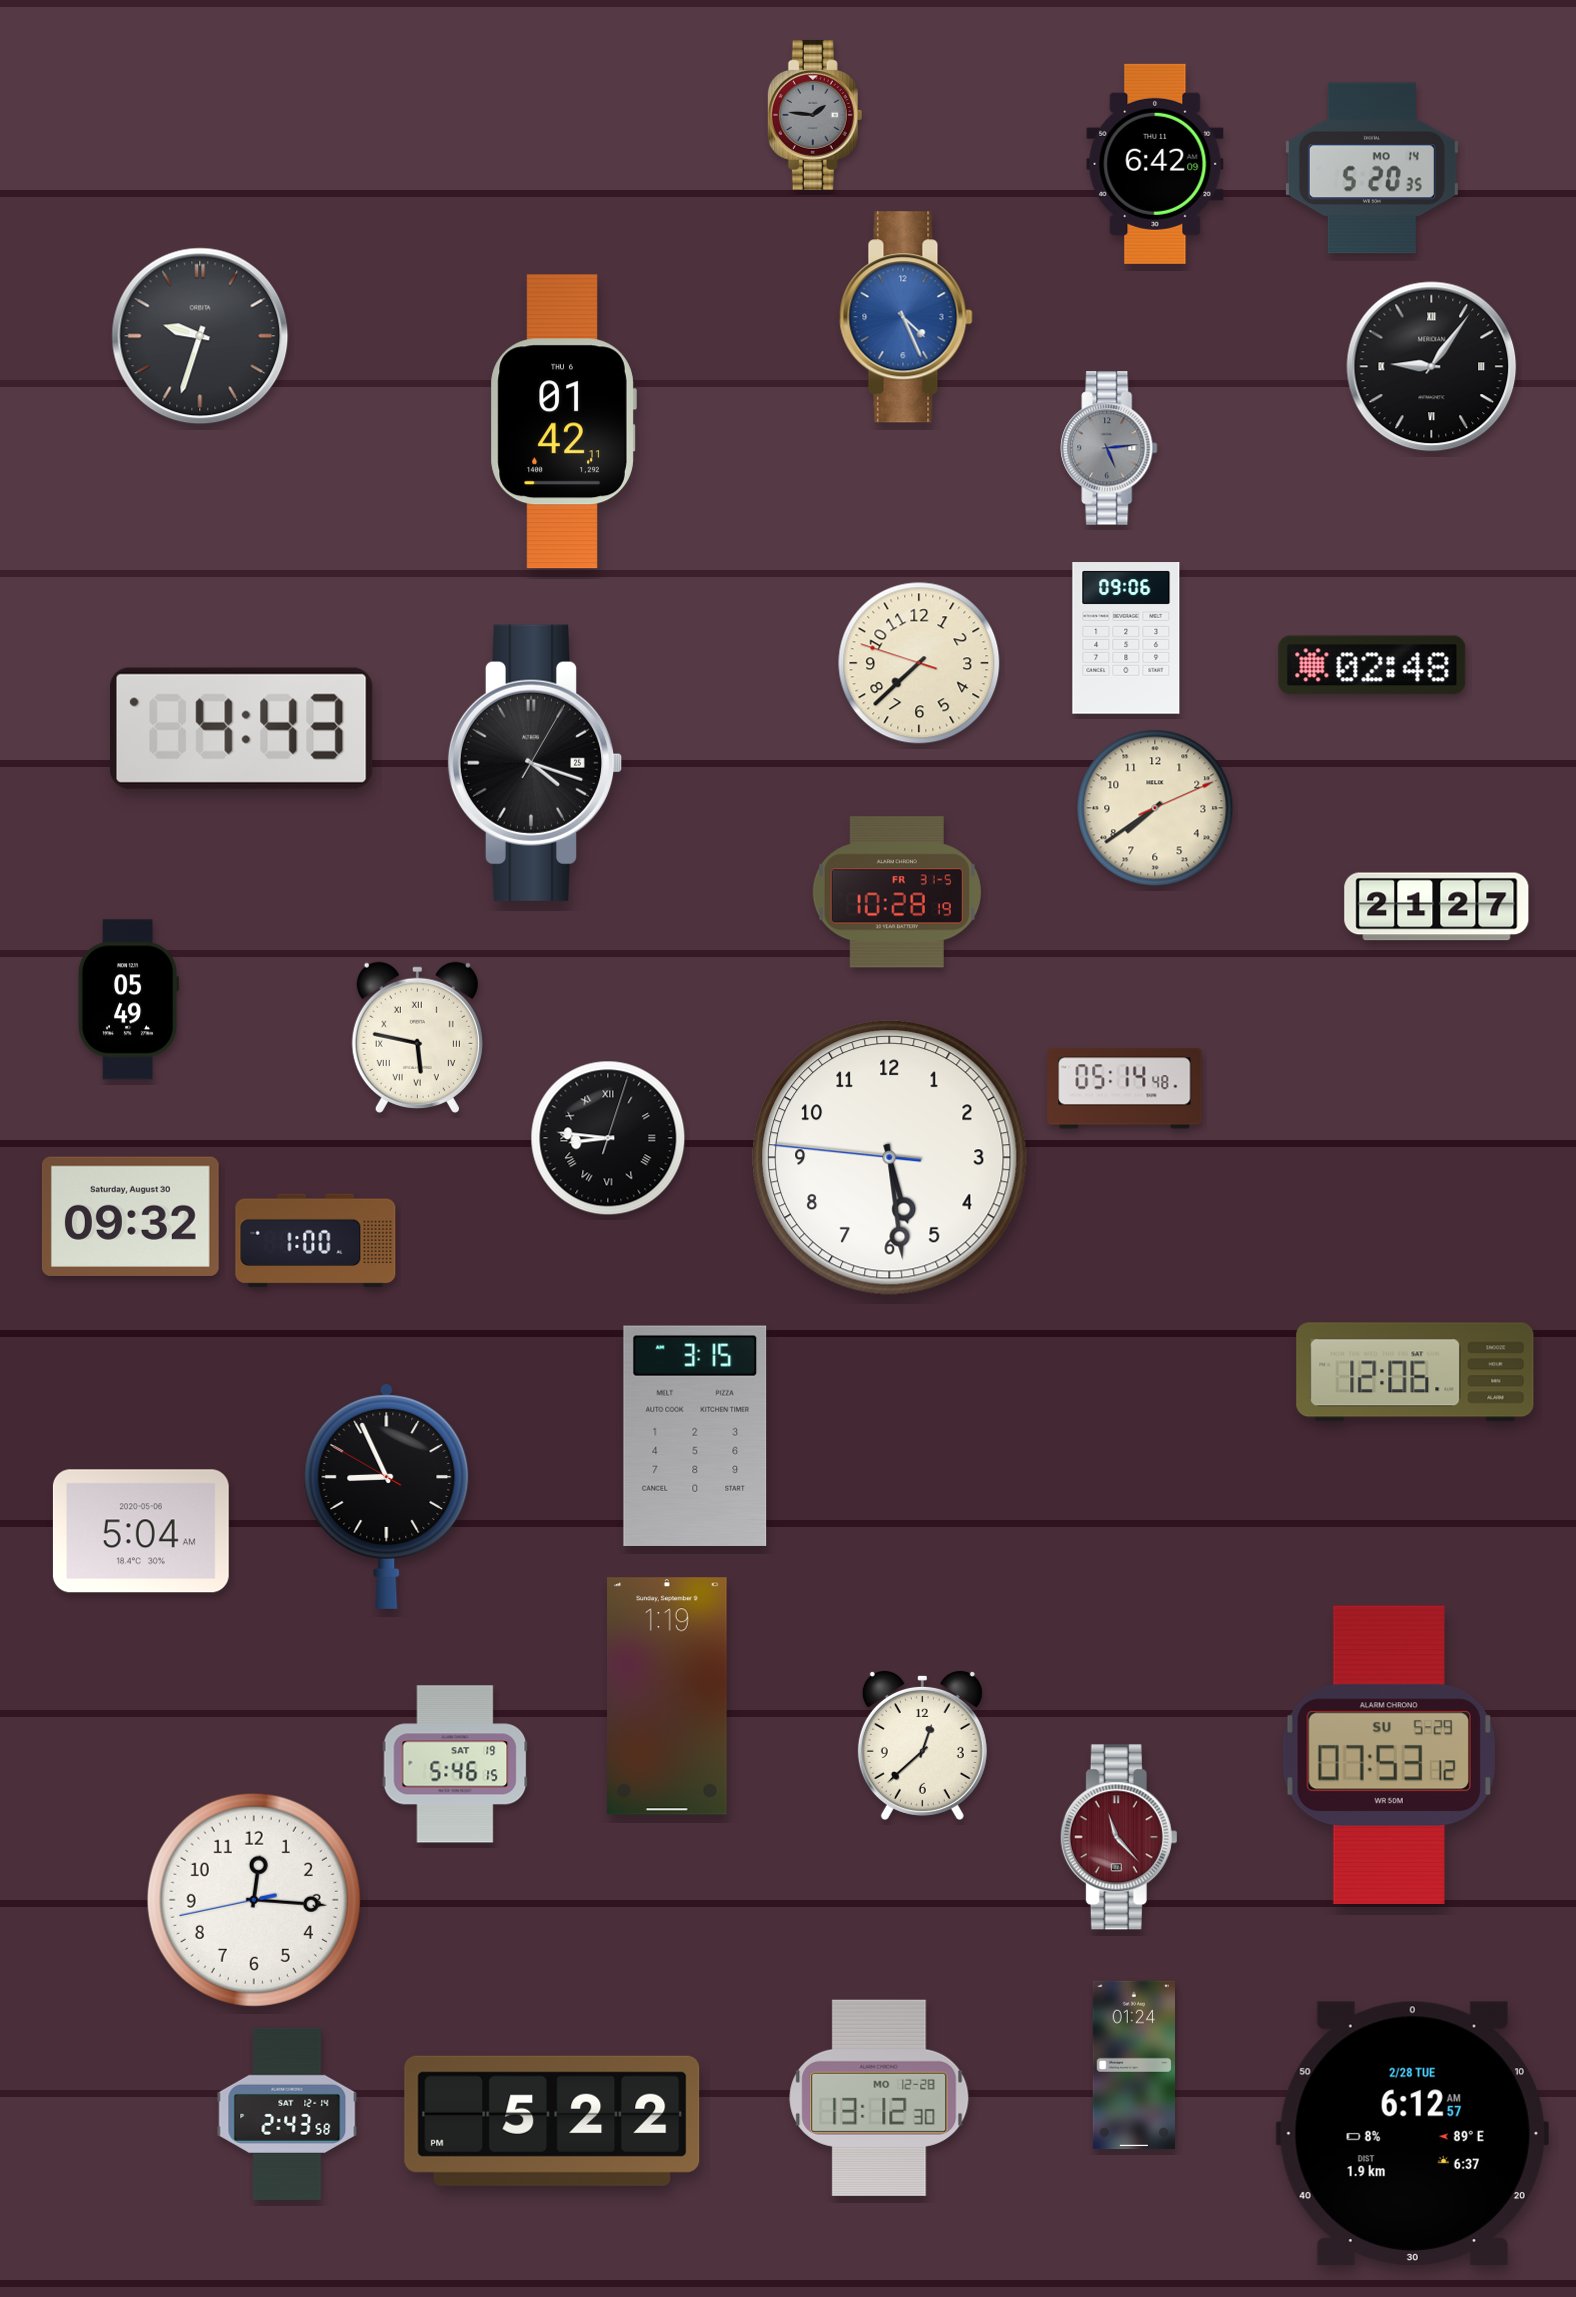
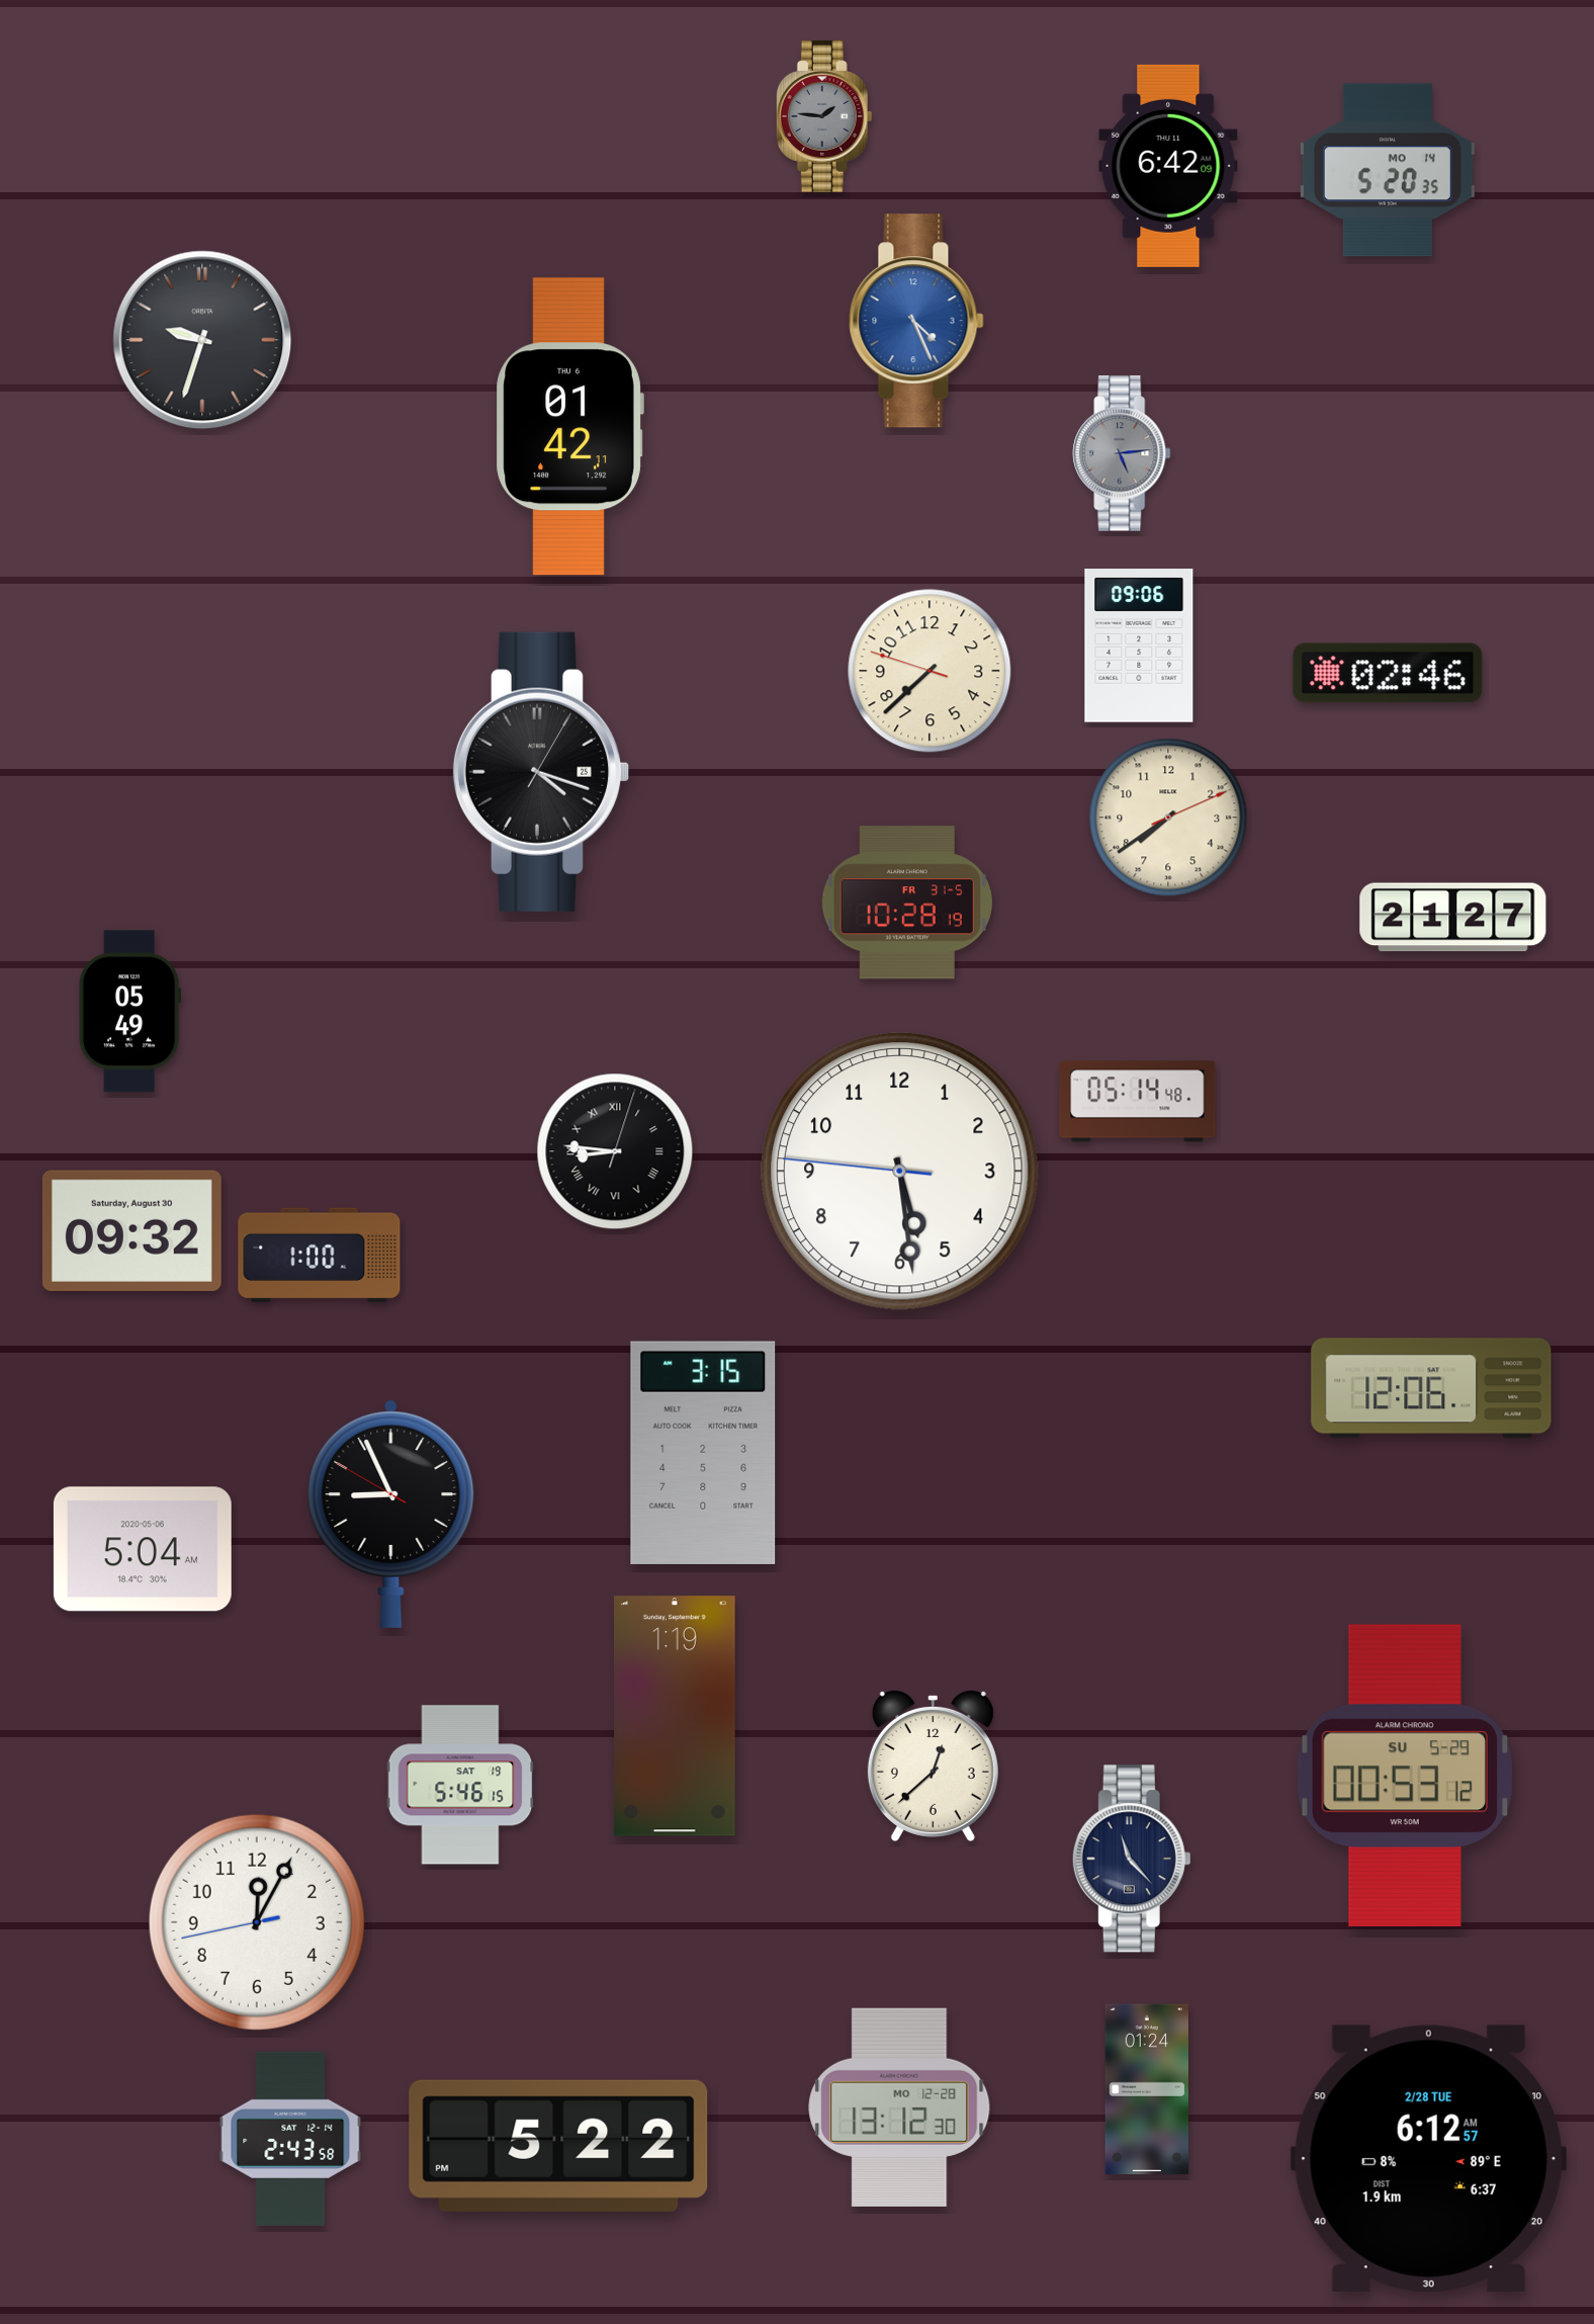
clock at (1432, 367): 9:06 -> none
clock at (1372, 665): 02:48 -> 02:46
clock at (241, 728): 4:43 -> none
clock at (417, 1037): 5:47 -> none
clock at (1389, 1754): 07:53 -> 00:53
clock at (1119, 1837) dial: burgundy -> navy
clock at (254, 1900): 12:15 -> 12:04
clock at (879, 2098) position: (879, 2098) -> (899, 2107)
